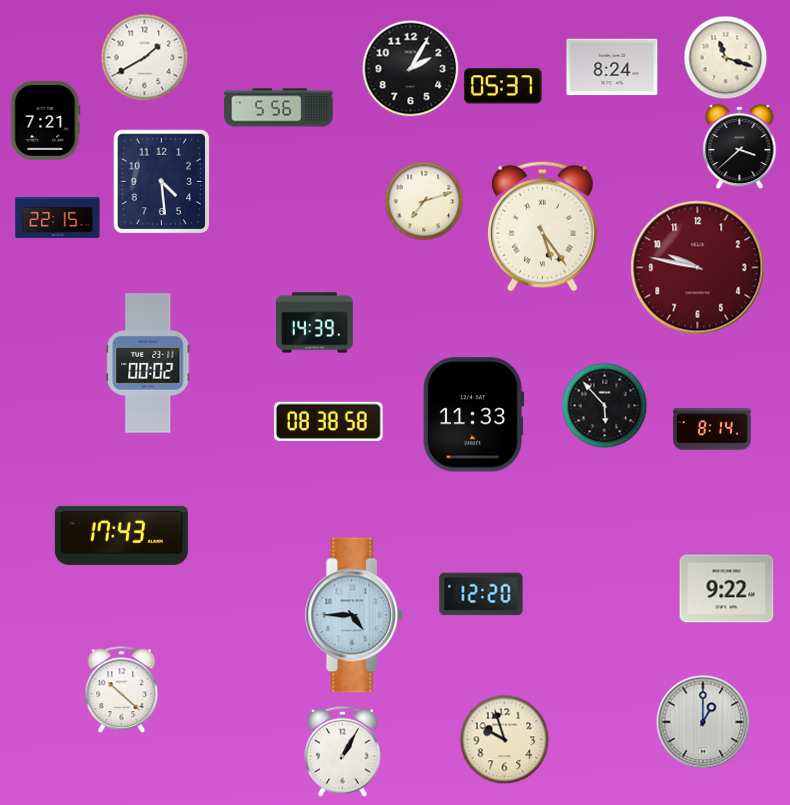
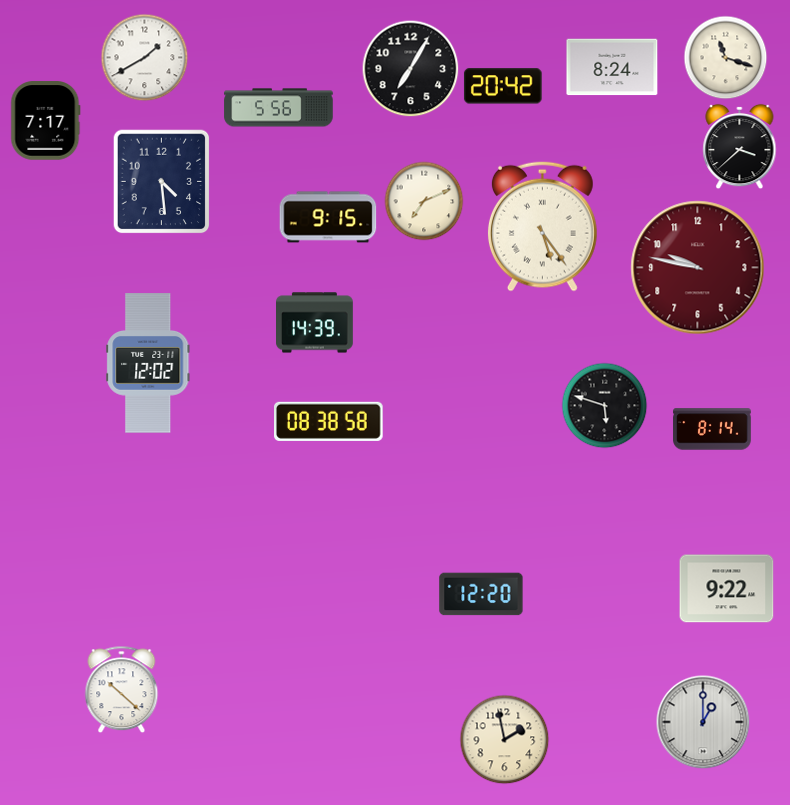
clock at (411, 69): 2:05 -> 7:05
clock at (503, 86): 05:37 -> 20:42
clock at (46, 121): 7:21 -> 7:17
clock at (424, 201): 7:12 -> 7:11
clock at (58, 217): 22:15 -> none
clock at (328, 217): none -> 9:15
clock at (148, 363): 00:02 -> 12:02
clock at (605, 406): 5:53 -> 5:48
clock at (473, 415): 11:33 -> none
clock at (121, 535): 17:43 -> none
clock at (354, 615): 4:45 -> none
clock at (505, 740): 9:57 -> 1:58
clock at (343, 751): 1:05 -> none
